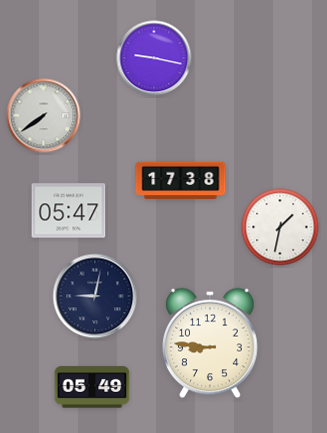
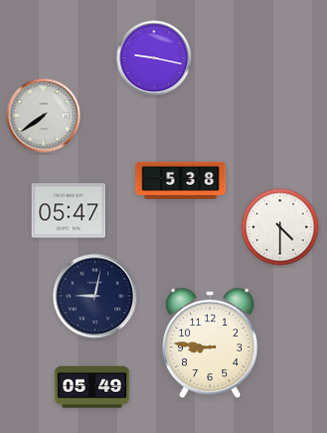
clock at (181, 181): 17:38 -> 5:38
clock at (280, 227): 1:32 -> 4:30
